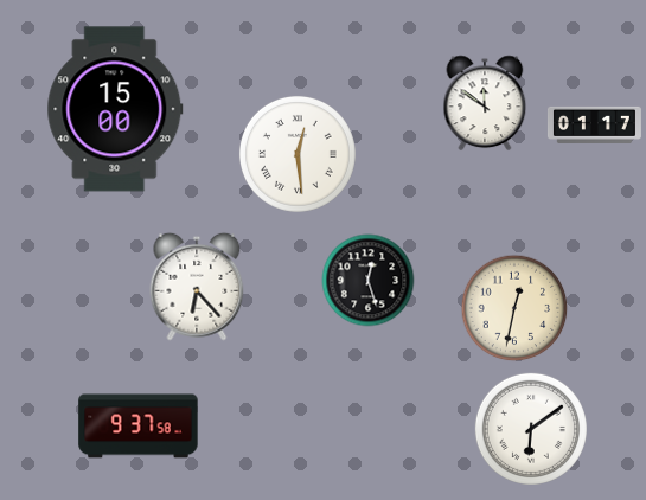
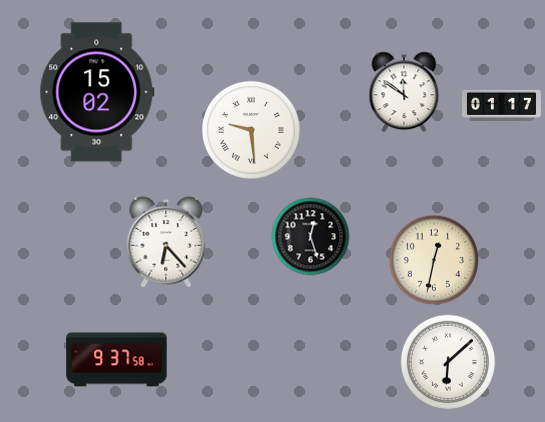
clock at (485, 103) position: (485, 103) -> (404, 92)
clock at (115, 109): 15:00 -> 15:02
clock at (298, 154): 12:29 -> 9:29
clock at (531, 429): 6:09 -> 6:08
